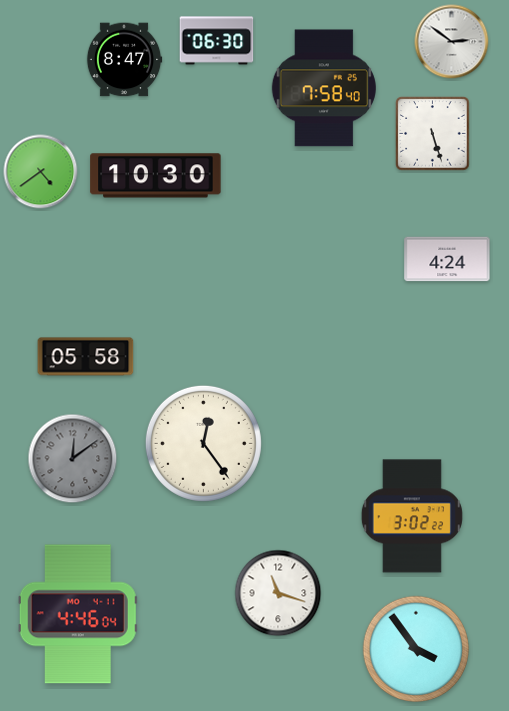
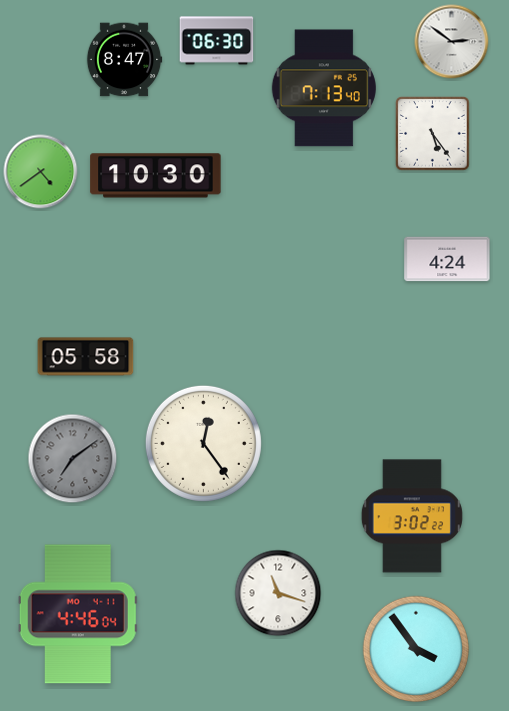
clock at (324, 88): 7:58 -> 7:13
clock at (433, 134): 5:27 -> 5:24
clock at (73, 459): 12:09 -> 7:09
